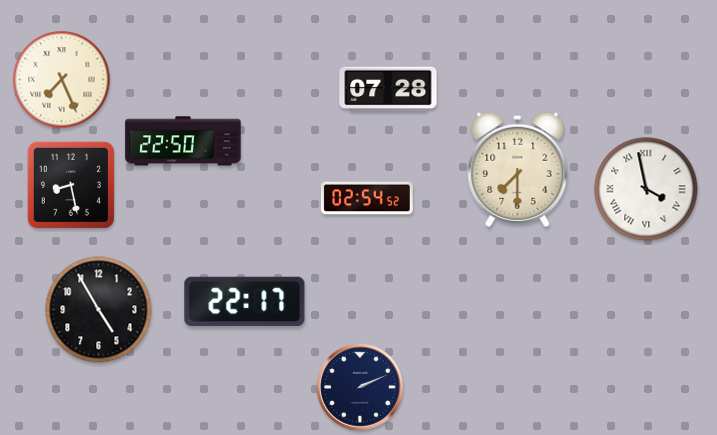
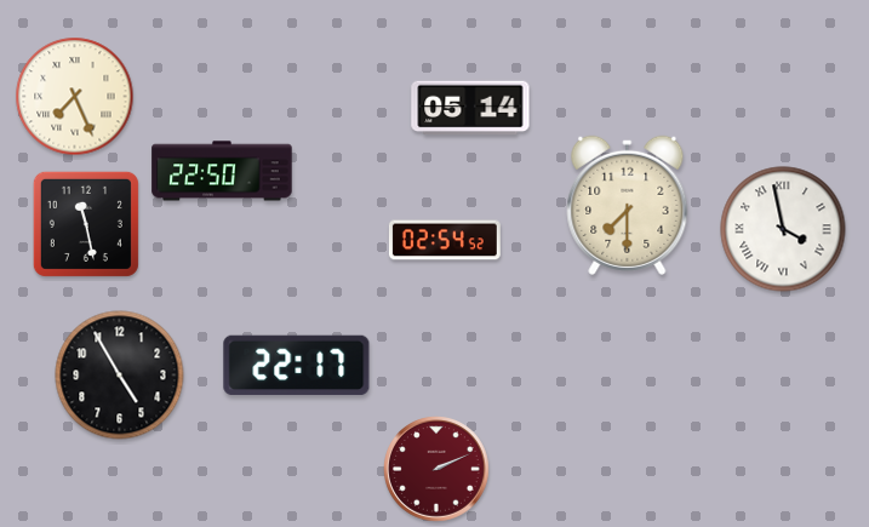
clock at (388, 89): 07:28 -> 05:14
clock at (71, 185): 8:28 -> 11:28
clock at (361, 388) dial: navy -> burgundy
